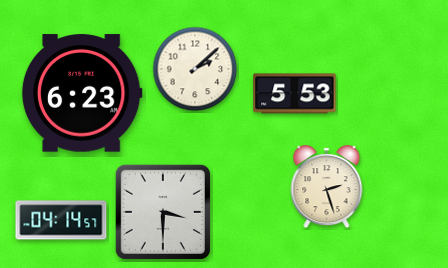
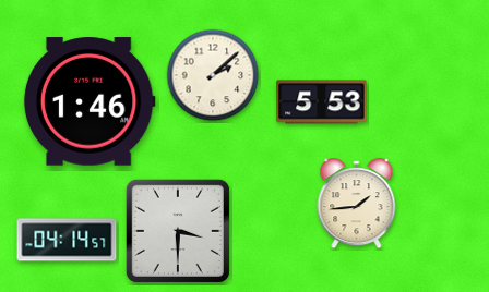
clock at (82, 93): 6:23 -> 1:46
clock at (327, 187): 2:27 -> 1:44
